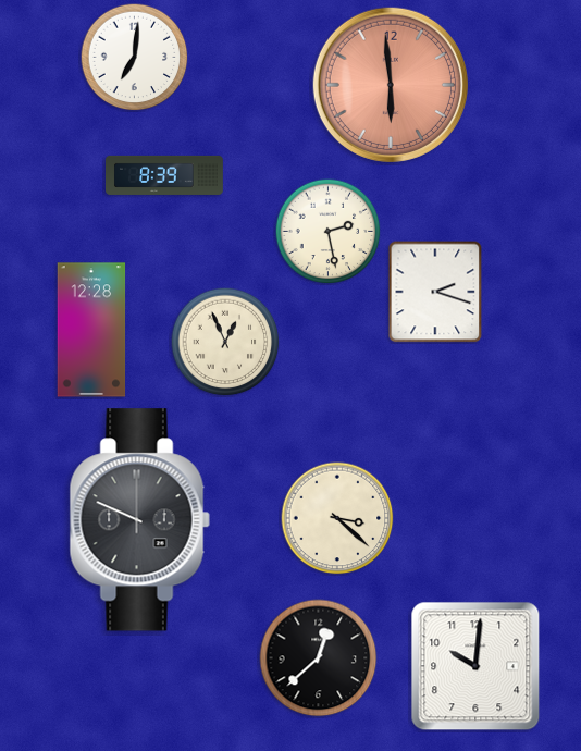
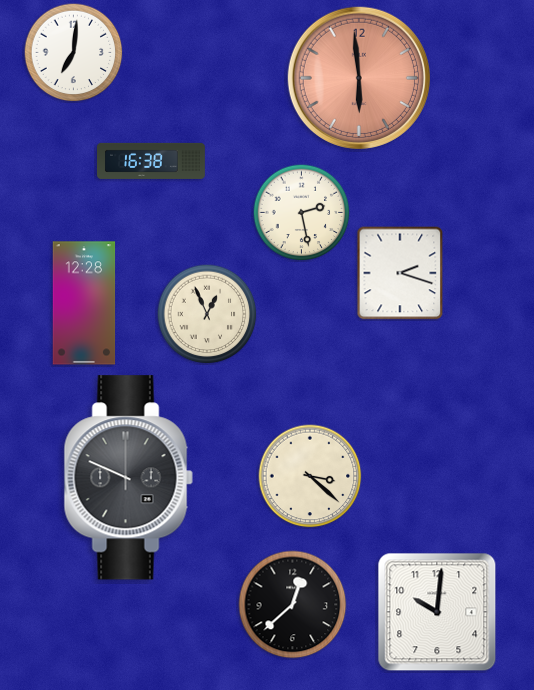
clock at (135, 58) position: (135, 58) -> (74, 53)
clock at (165, 175): 8:39 -> 16:38
clock at (435, 292) position: (435, 292) -> (400, 273)
